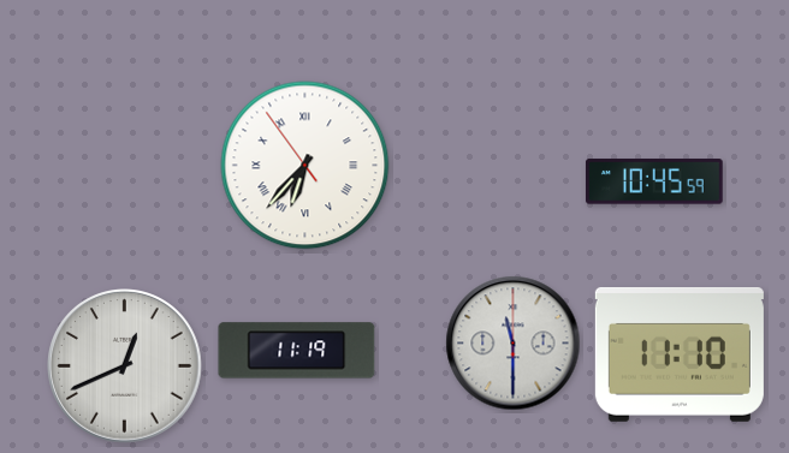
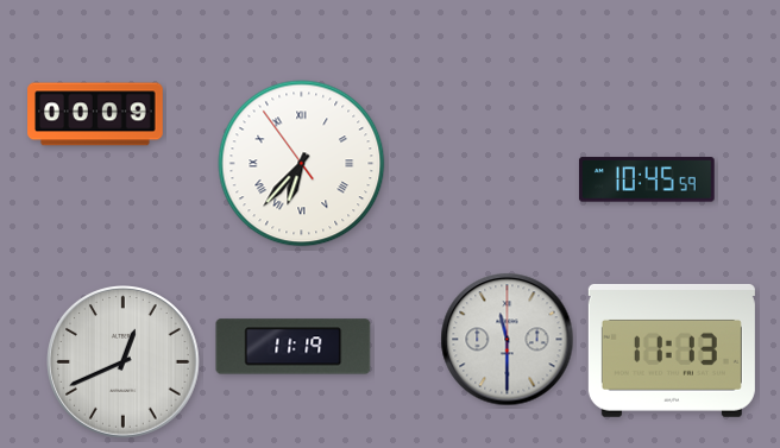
clock at (95, 114): none -> 00:09
clock at (680, 354): 11:10 -> 11:13
